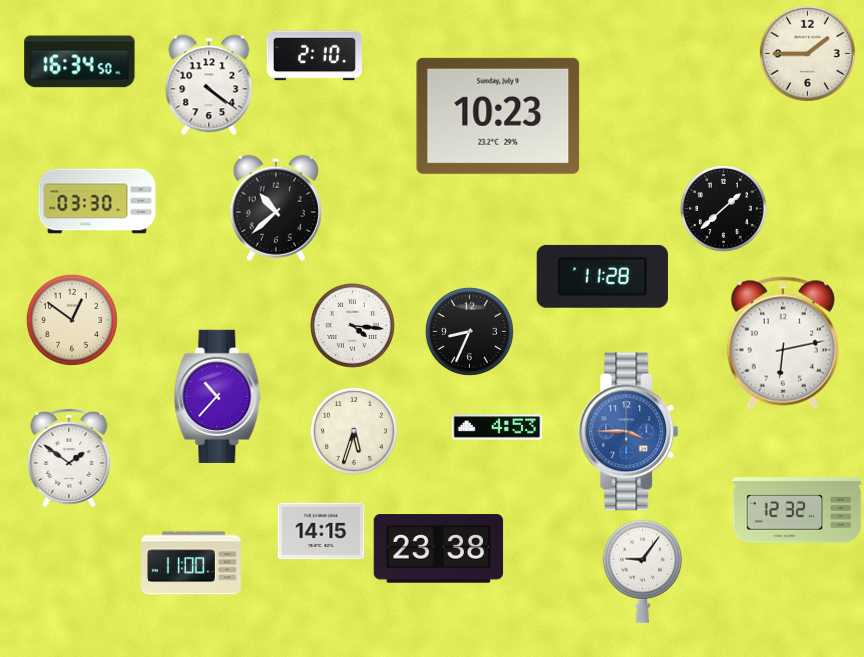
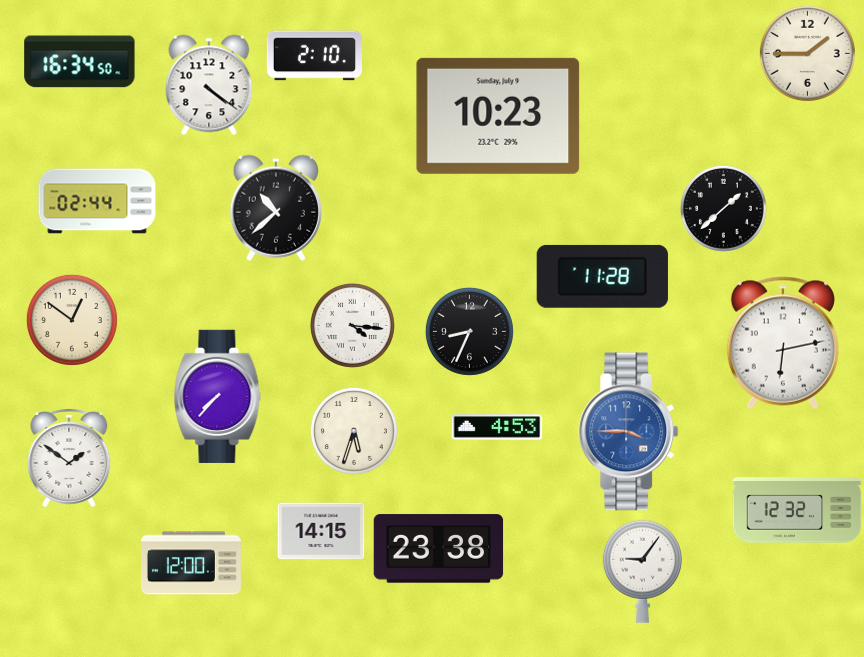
clock at (97, 201): 03:30 -> 02:44
clock at (218, 396): 10:37 -> 7:37
clock at (192, 563): 11:00 -> 12:00
